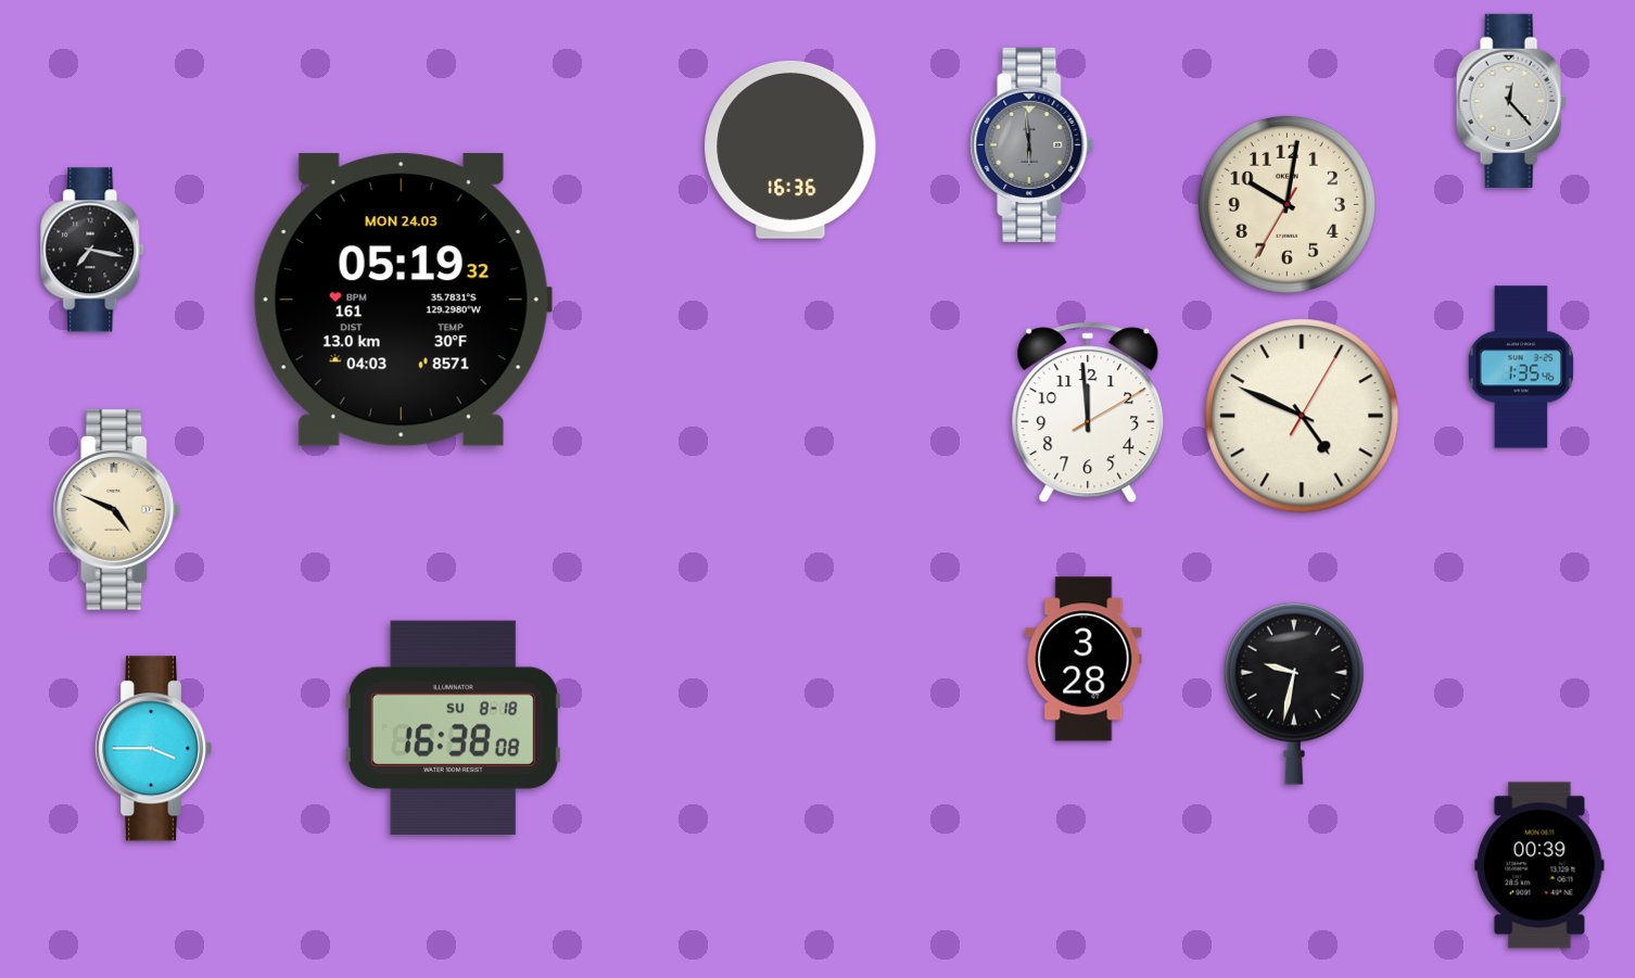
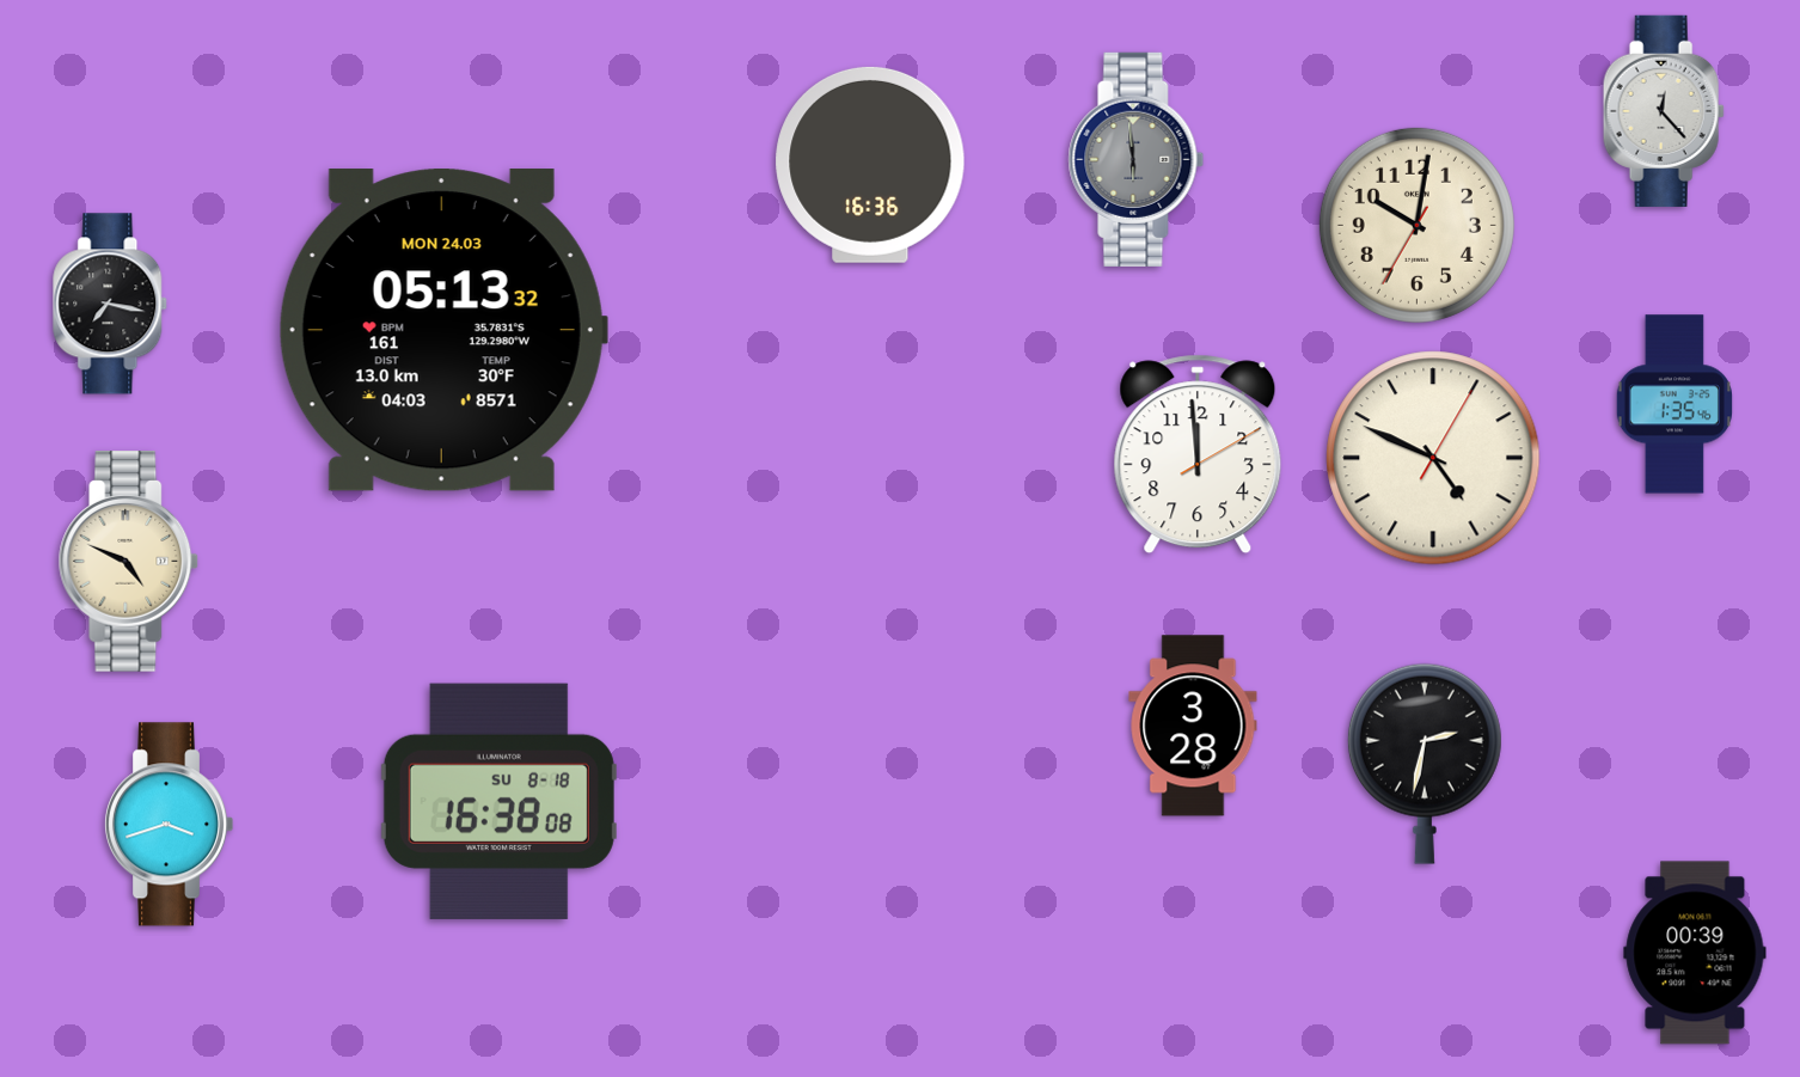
clock at (93, 250) position: (93, 250) -> (111, 304)
clock at (403, 300): 05:19 -> 05:13
clock at (1294, 694): 9:32 -> 2:32
clock at (153, 749): 3:45 -> 3:42
